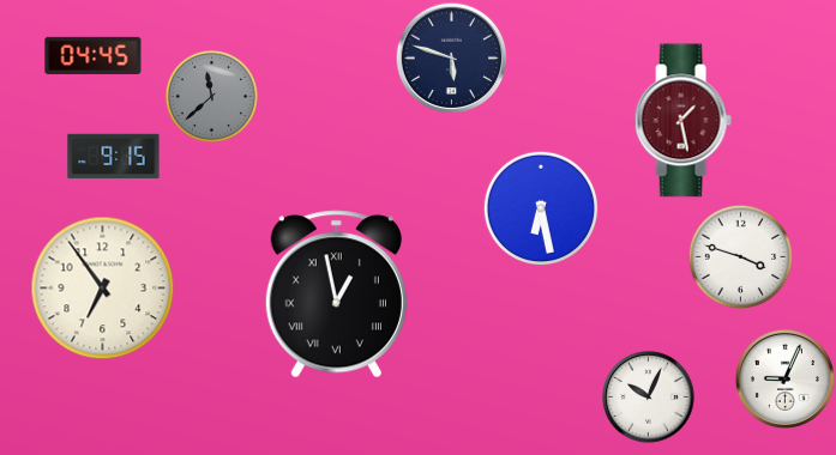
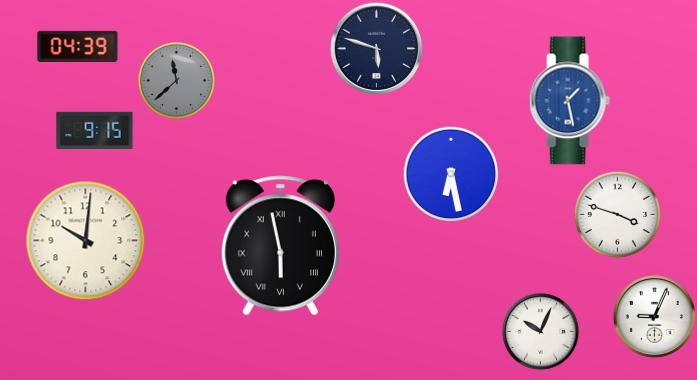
clock at (94, 55): 04:45 -> 04:39
clock at (682, 121) dial: burgundy -> blue
clock at (103, 289): 6:54 -> 10:01
clock at (336, 295): 12:58 -> 5:58
